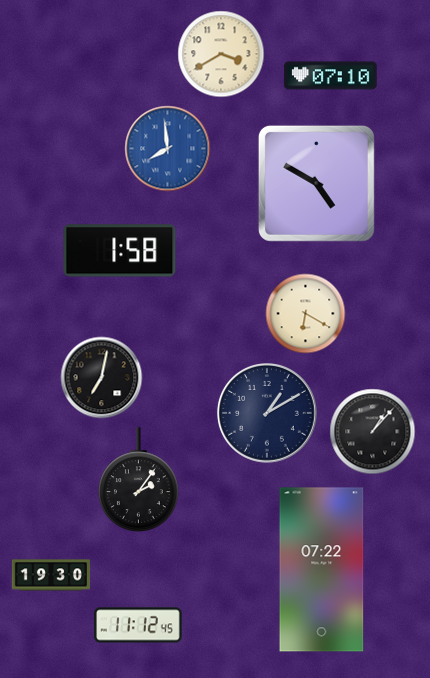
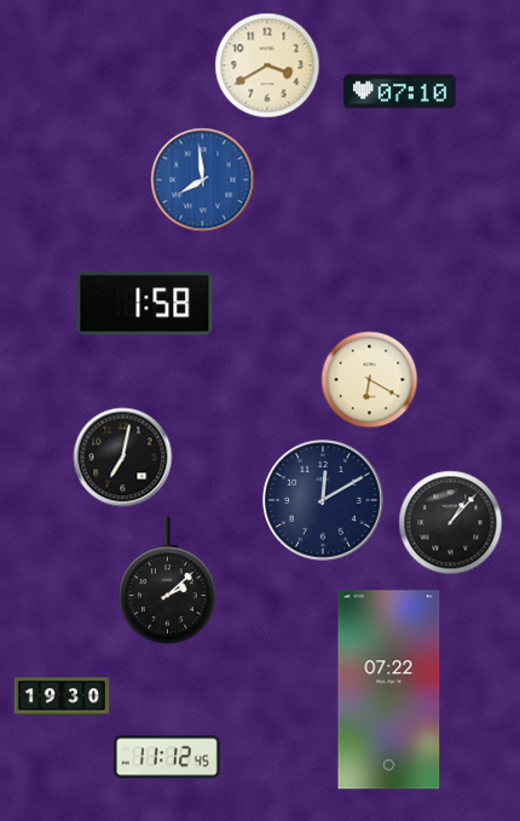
clock at (316, 183): 4:50 -> none
clock at (268, 414): 1:10 -> 12:10
clock at (139, 479): 2:06 -> 2:08
